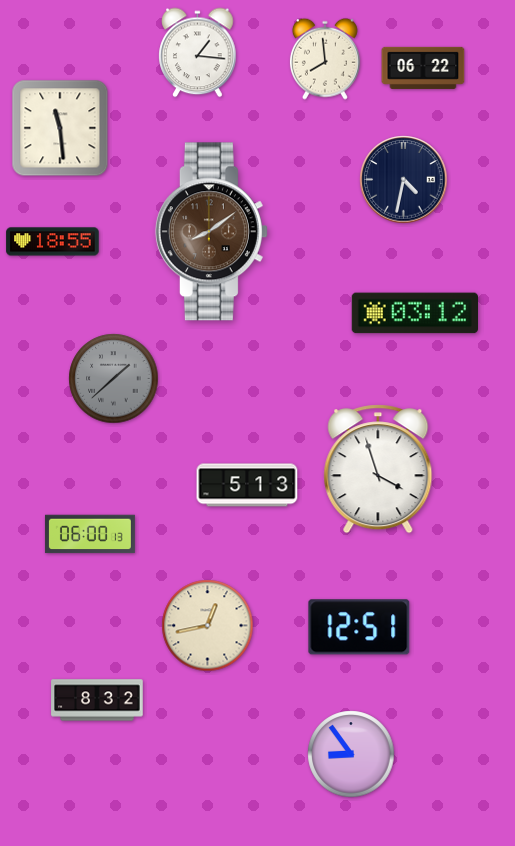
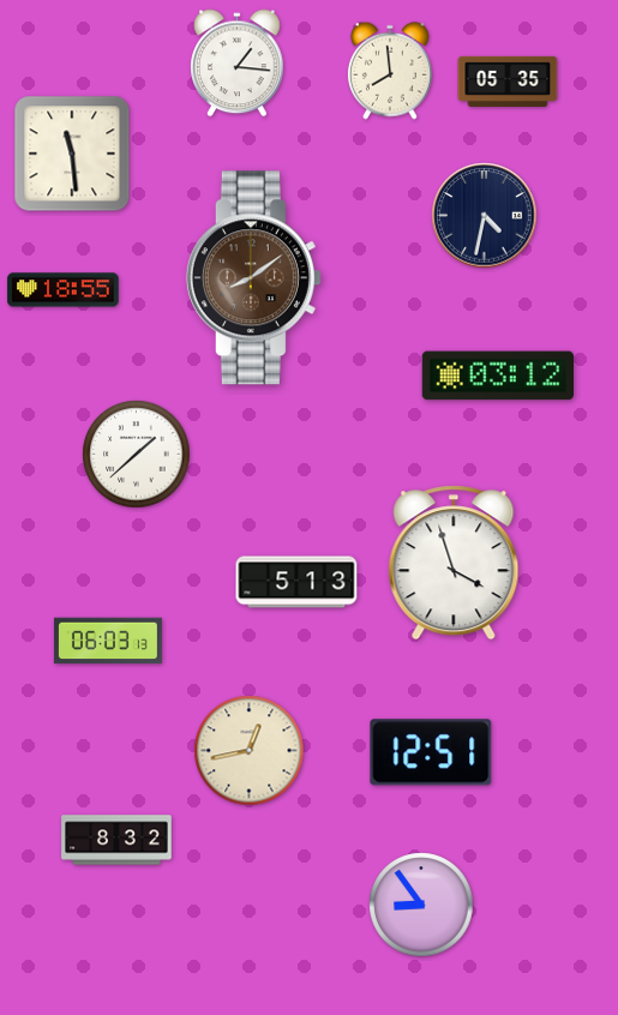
clock at (423, 68): 06:22 -> 05:35
clock at (114, 379) dial: grey -> white
clock at (90, 534): 06:00 -> 06:03
